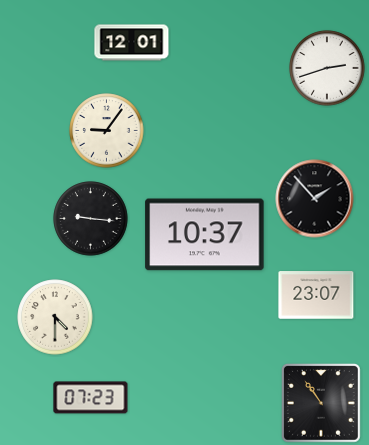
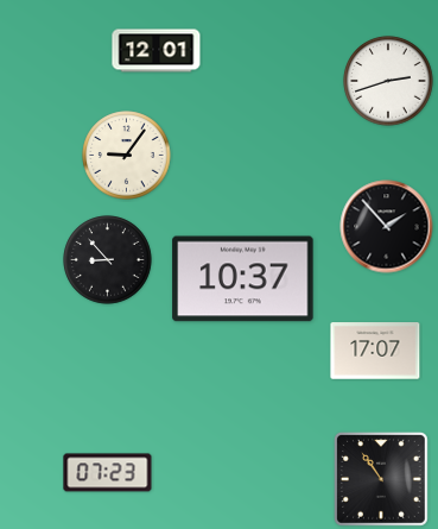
clock at (315, 199) position: (315, 199) -> (387, 227)
clock at (91, 219): 9:16 -> 8:53
clock at (316, 295): 23:07 -> 17:07
clock at (55, 317): 4:30 -> none
